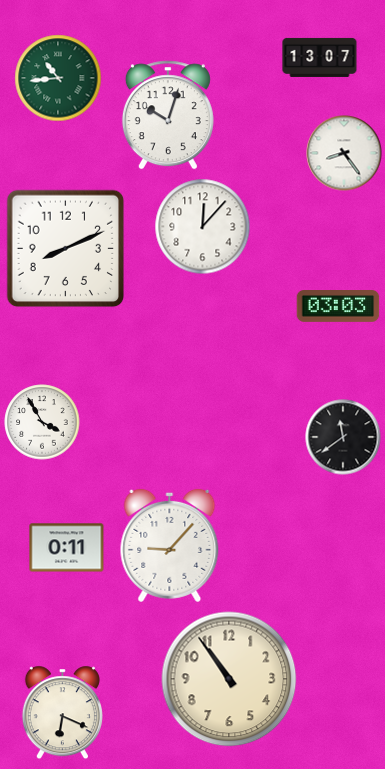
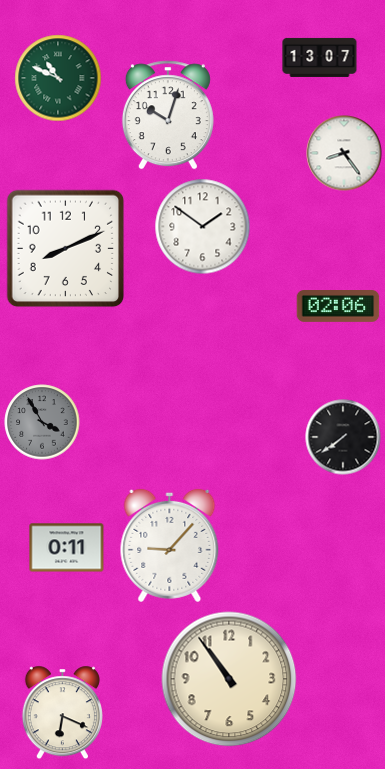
clock at (58, 78): 10:44 -> 10:49
clock at (203, 227): 12:07 -> 1:51
clock at (338, 307): 03:03 -> 02:06
clock at (42, 422) dial: white -> grey
clock at (343, 437): 11:39 -> 7:39
